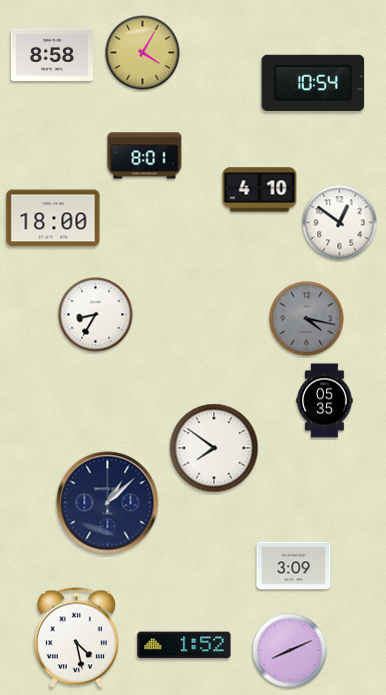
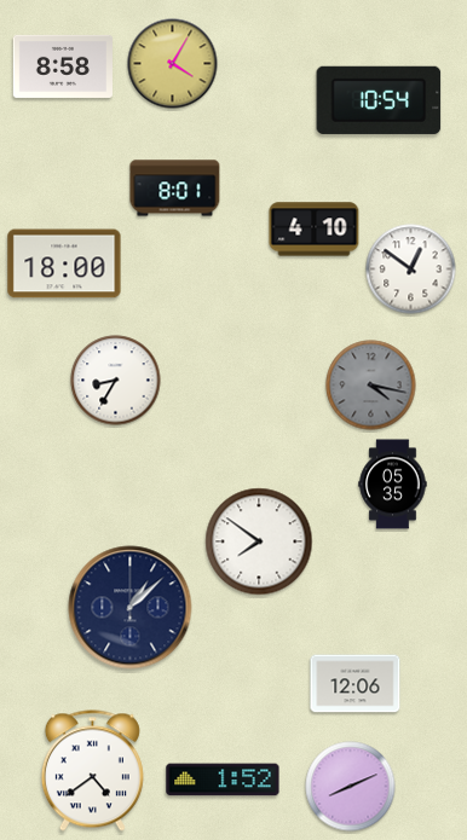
clock at (294, 566): 3:09 -> 12:06
clock at (76, 638): 4:28 -> 4:39
